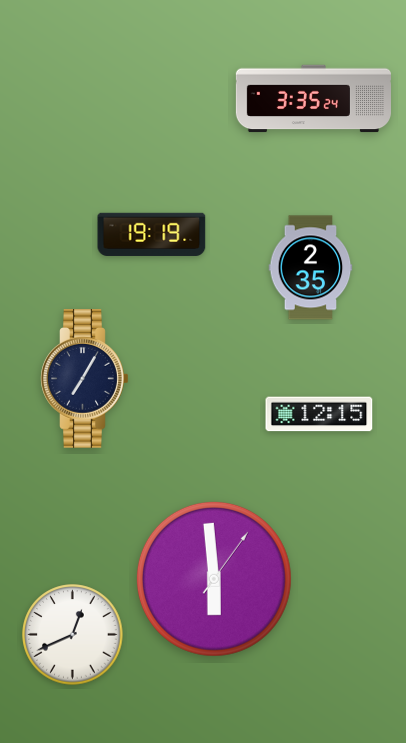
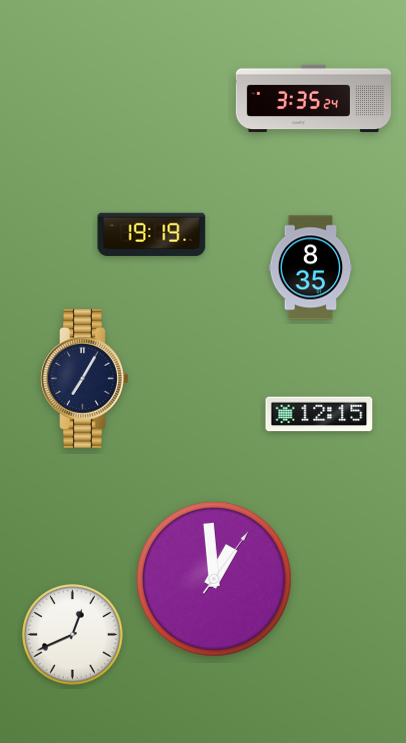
clock at (311, 268): 2:35 -> 8:35
clock at (214, 579): 5:59 -> 12:59
